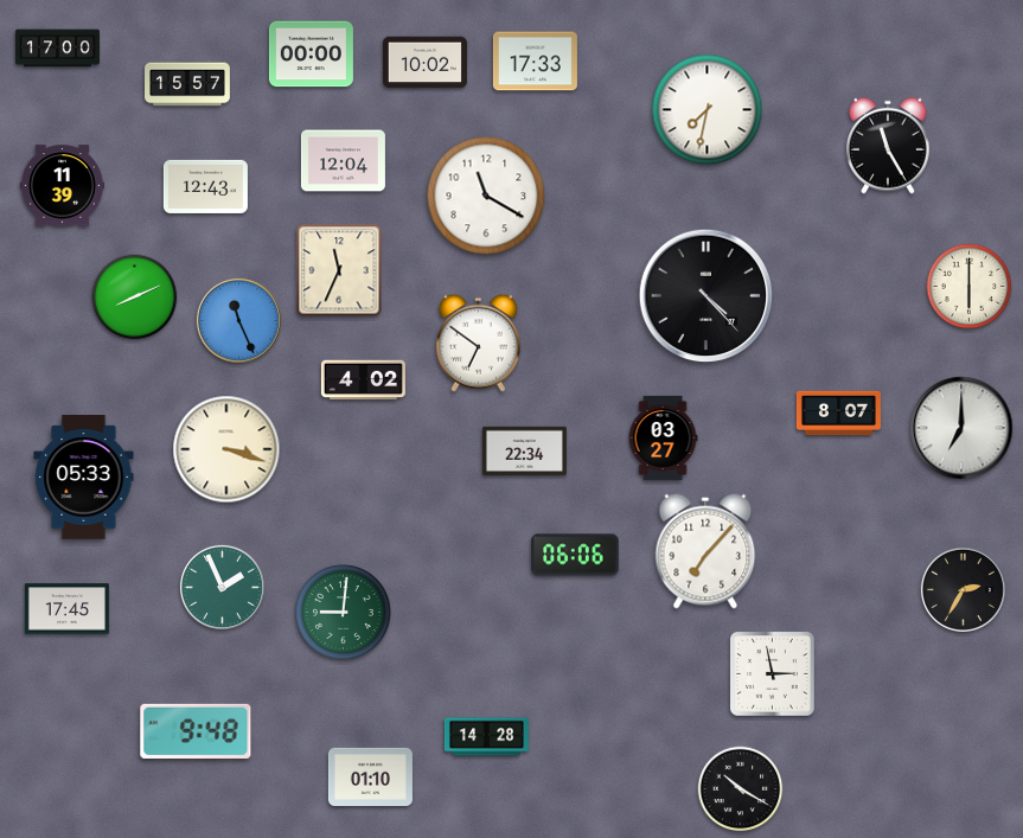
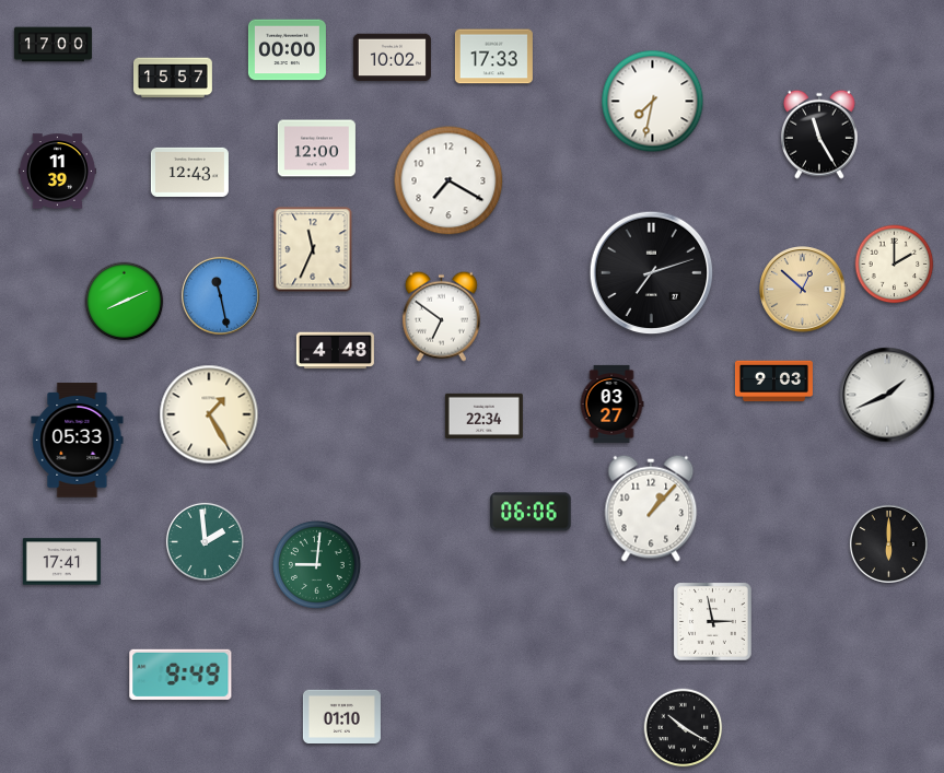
clock at (343, 161): 12:04 -> 12:00
clock at (486, 196): 11:20 -> 7:20
clock at (970, 287): 6:00 -> 2:00
clock at (706, 296): 4:23 -> 7:12
clock at (135, 298) position: (135, 298) -> (125, 302)
clock at (803, 290): none -> 12:52
clock at (238, 320): 11:26 -> 11:28
clock at (363, 380): 4:02 -> 4:48
clock at (838, 414): 8:07 -> 9:03
clock at (961, 428): 7:00 -> 1:41
clock at (226, 449): 3:18 -> 1:25
clock at (705, 551): 7:07 -> 1:07
clock at (222, 587): 1:56 -> 1:59
clock at (963, 589): 2:35 -> 6:00
clock at (66, 609): 17:45 -> 17:41
clock at (196, 731): 9:48 -> 9:49
clock at (486, 737): 14:28 -> none
